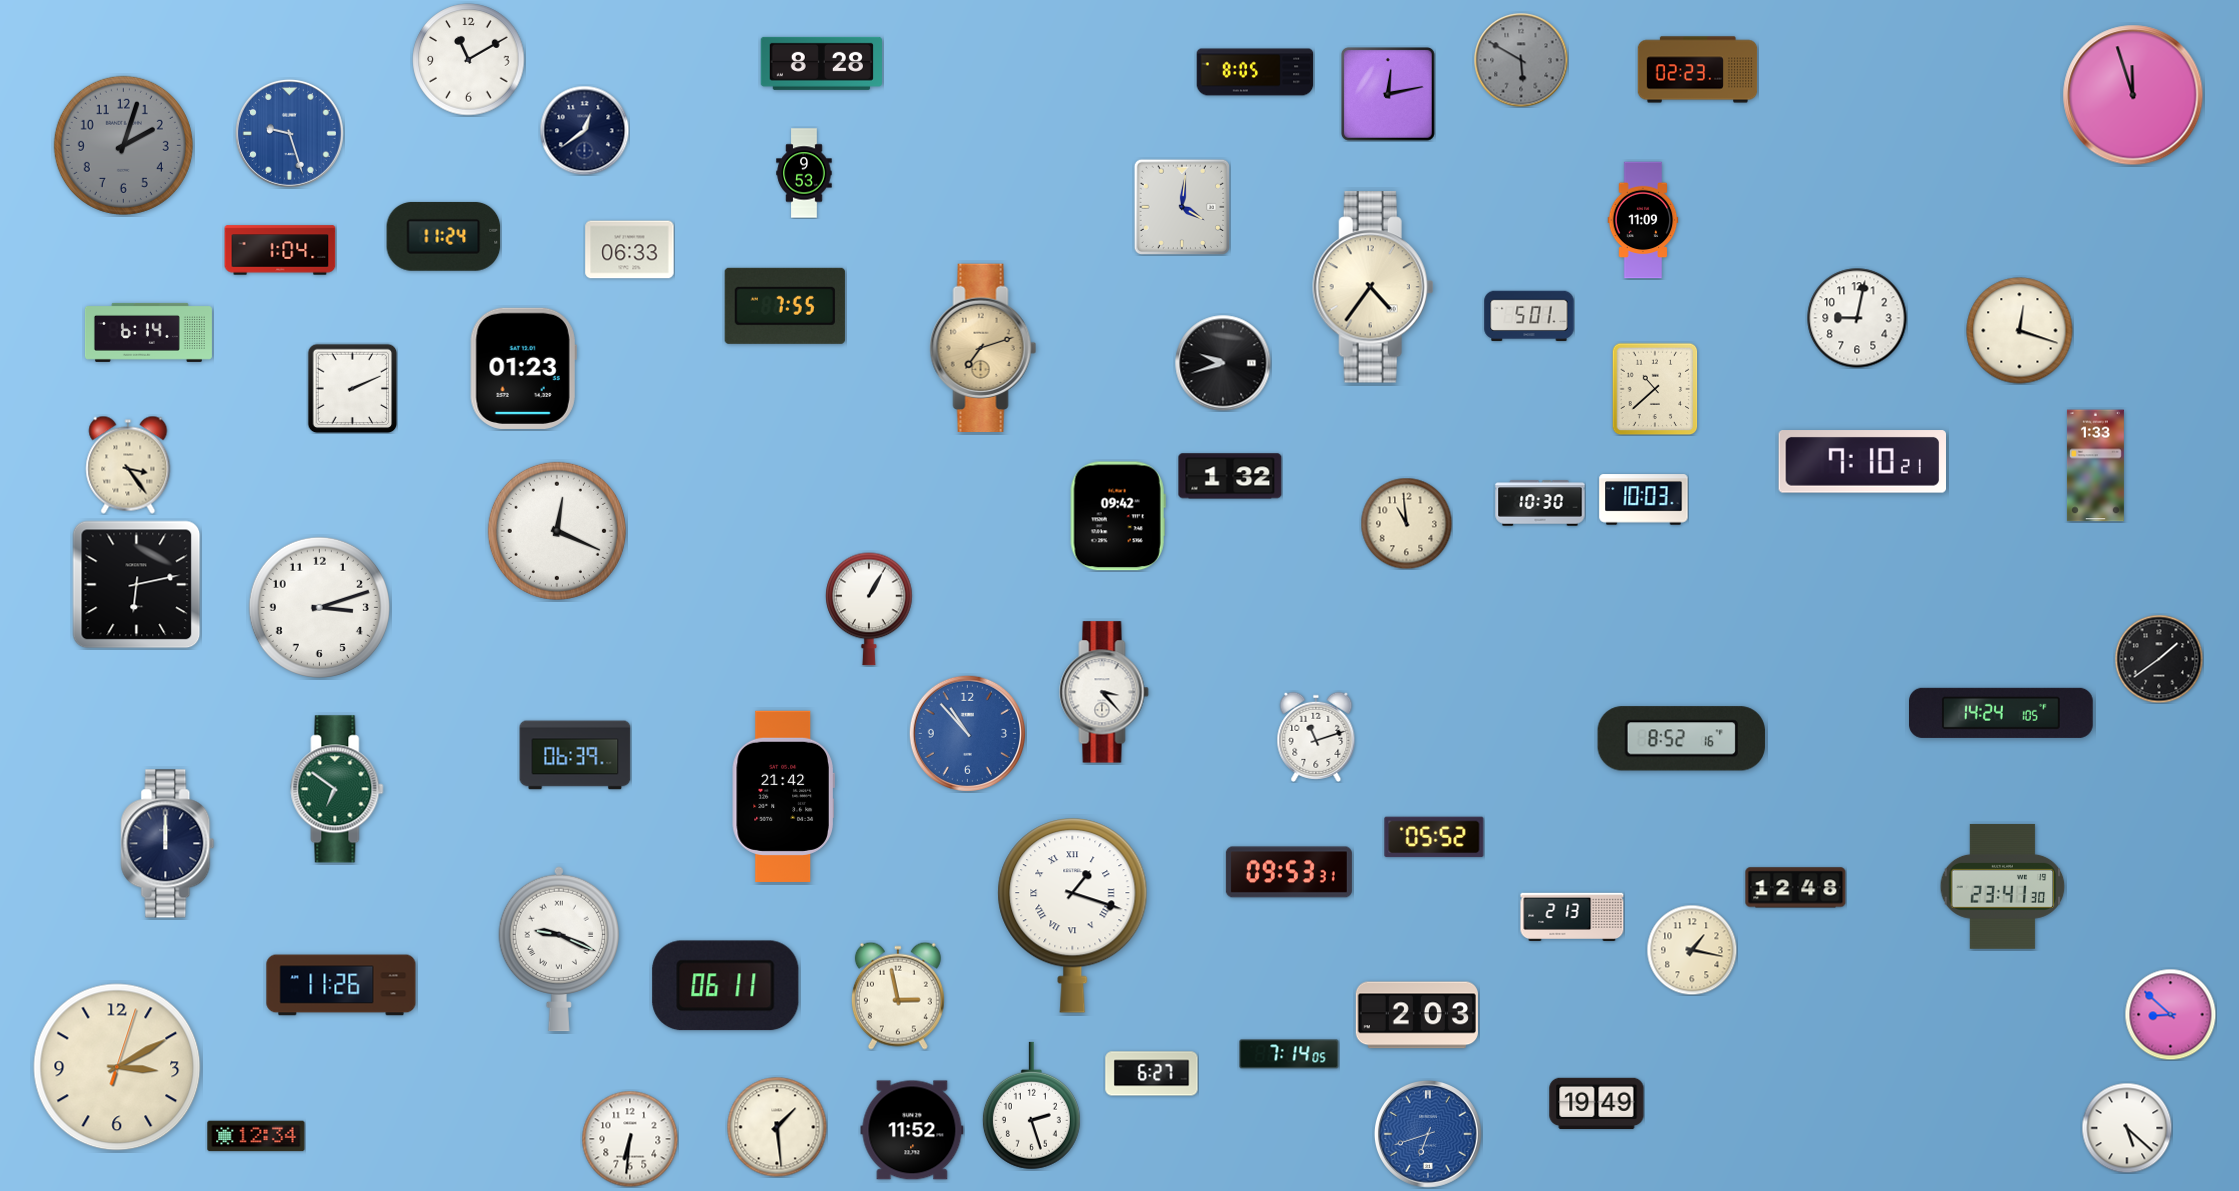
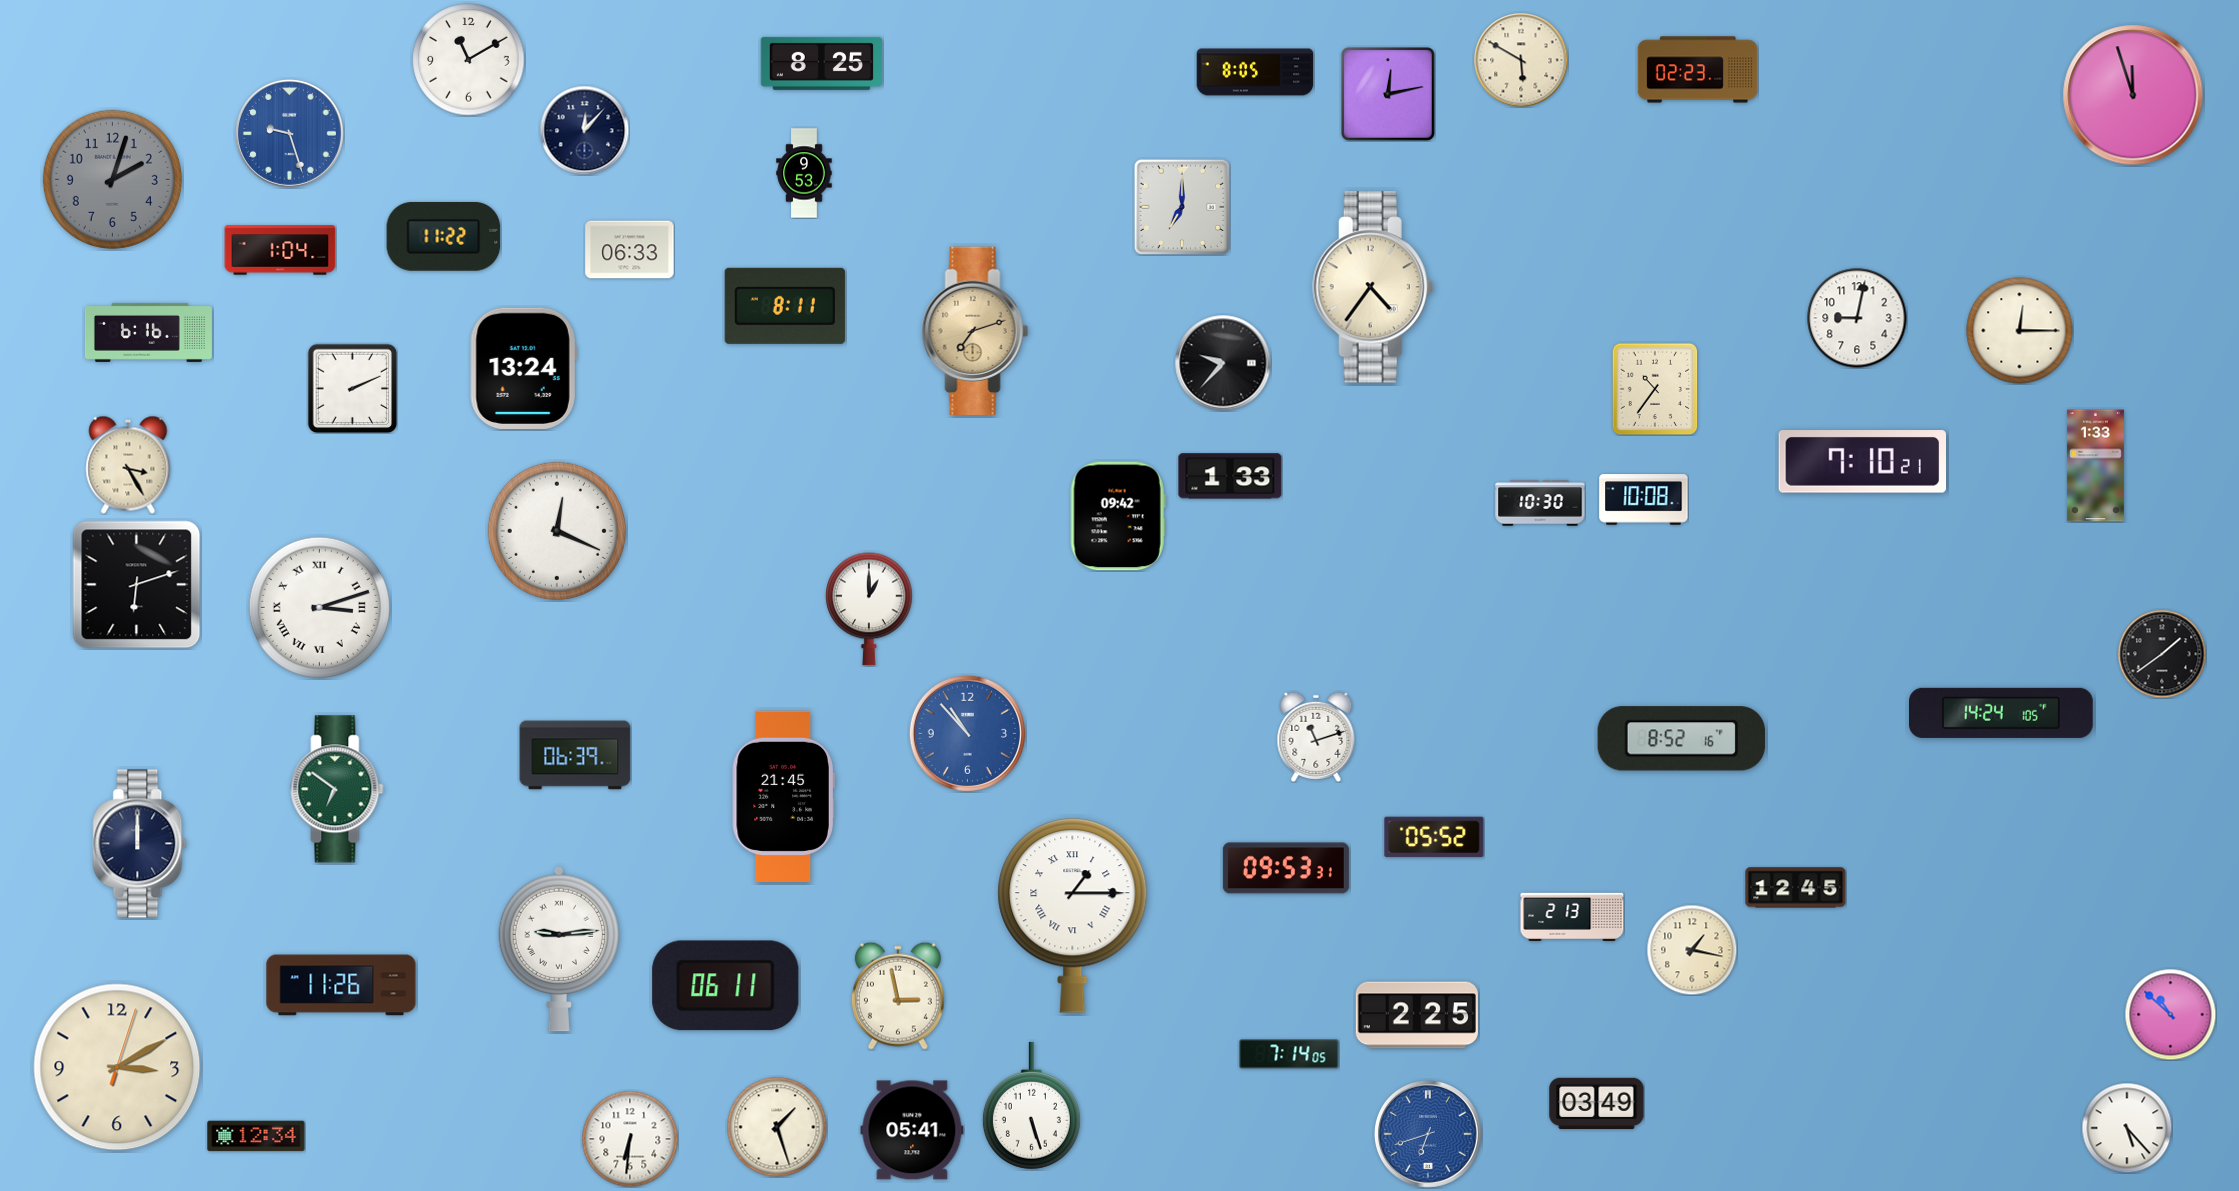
clock at (1521, 60) dial: grey -> cream
clock at (821, 63): 8:28 -> 8:25
clock at (584, 130): 12:39 -> 12:07
clock at (123, 145) position: (123, 145) -> (112, 179)
clock at (1181, 206): 4:01 -> 7:00
clock at (1643, 220): 11:09 -> none
clock at (444, 236): 11:24 -> 11:22
clock at (785, 306): 7:55 -> 8:11
clock at (1529, 316): 5:01 -> none
clock at (2020, 331): 12:18 -> 12:15
clock at (148, 332): 6:14 -> 6:16
clock at (983, 347) position: (983, 347) -> (975, 330)
clock at (1223, 363): 9:42 -> 9:37
clock at (523, 368): 01:23 -> 13:24
clock at (1655, 389): 10:38 -> 10:36
clock at (128, 465): 3:24 -> 3:25
clock at (1230, 476): 1:32 -> 1:33
clock at (1644, 500): 10:03 -> 10:08
clock at (1406, 523): 10:59 -> none
clock at (137, 585): 6:13 -> 6:12
clock at (319, 607) numerals: Arabic -> Roman
clock at (869, 609): 1:05 -> 1:00
clock at (2159, 659) position: (2159, 659) -> (2162, 654)
clock at (1104, 692): 3:23 -> none
clock at (783, 796): 21:42 -> 21:45
clock at (168, 844) position: (168, 844) -> (140, 844)
clock at (1289, 872) position: (1289, 872) -> (1286, 868)
clock at (2003, 886): 23:41 -> none
clock at (1796, 888): 12:48 -> 12:45
clock at (1073, 916): 1:18 -> 1:15
clock at (558, 949): 9:19 -> 9:14
clock at (2170, 1014): 8:52 -> 10:52
clock at (1417, 1015): 2:03 -> 2:25
clock at (1152, 1074): 6:27 -> none
clock at (1597, 1103): 19:49 -> 03:49
clock at (1031, 1106): 2:27 -> 5:27
clock at (777, 1127): 1:29 -> 1:27
clock at (2127, 1128): 5:22 -> 5:23
clock at (912, 1130): 11:52 -> 05:41
